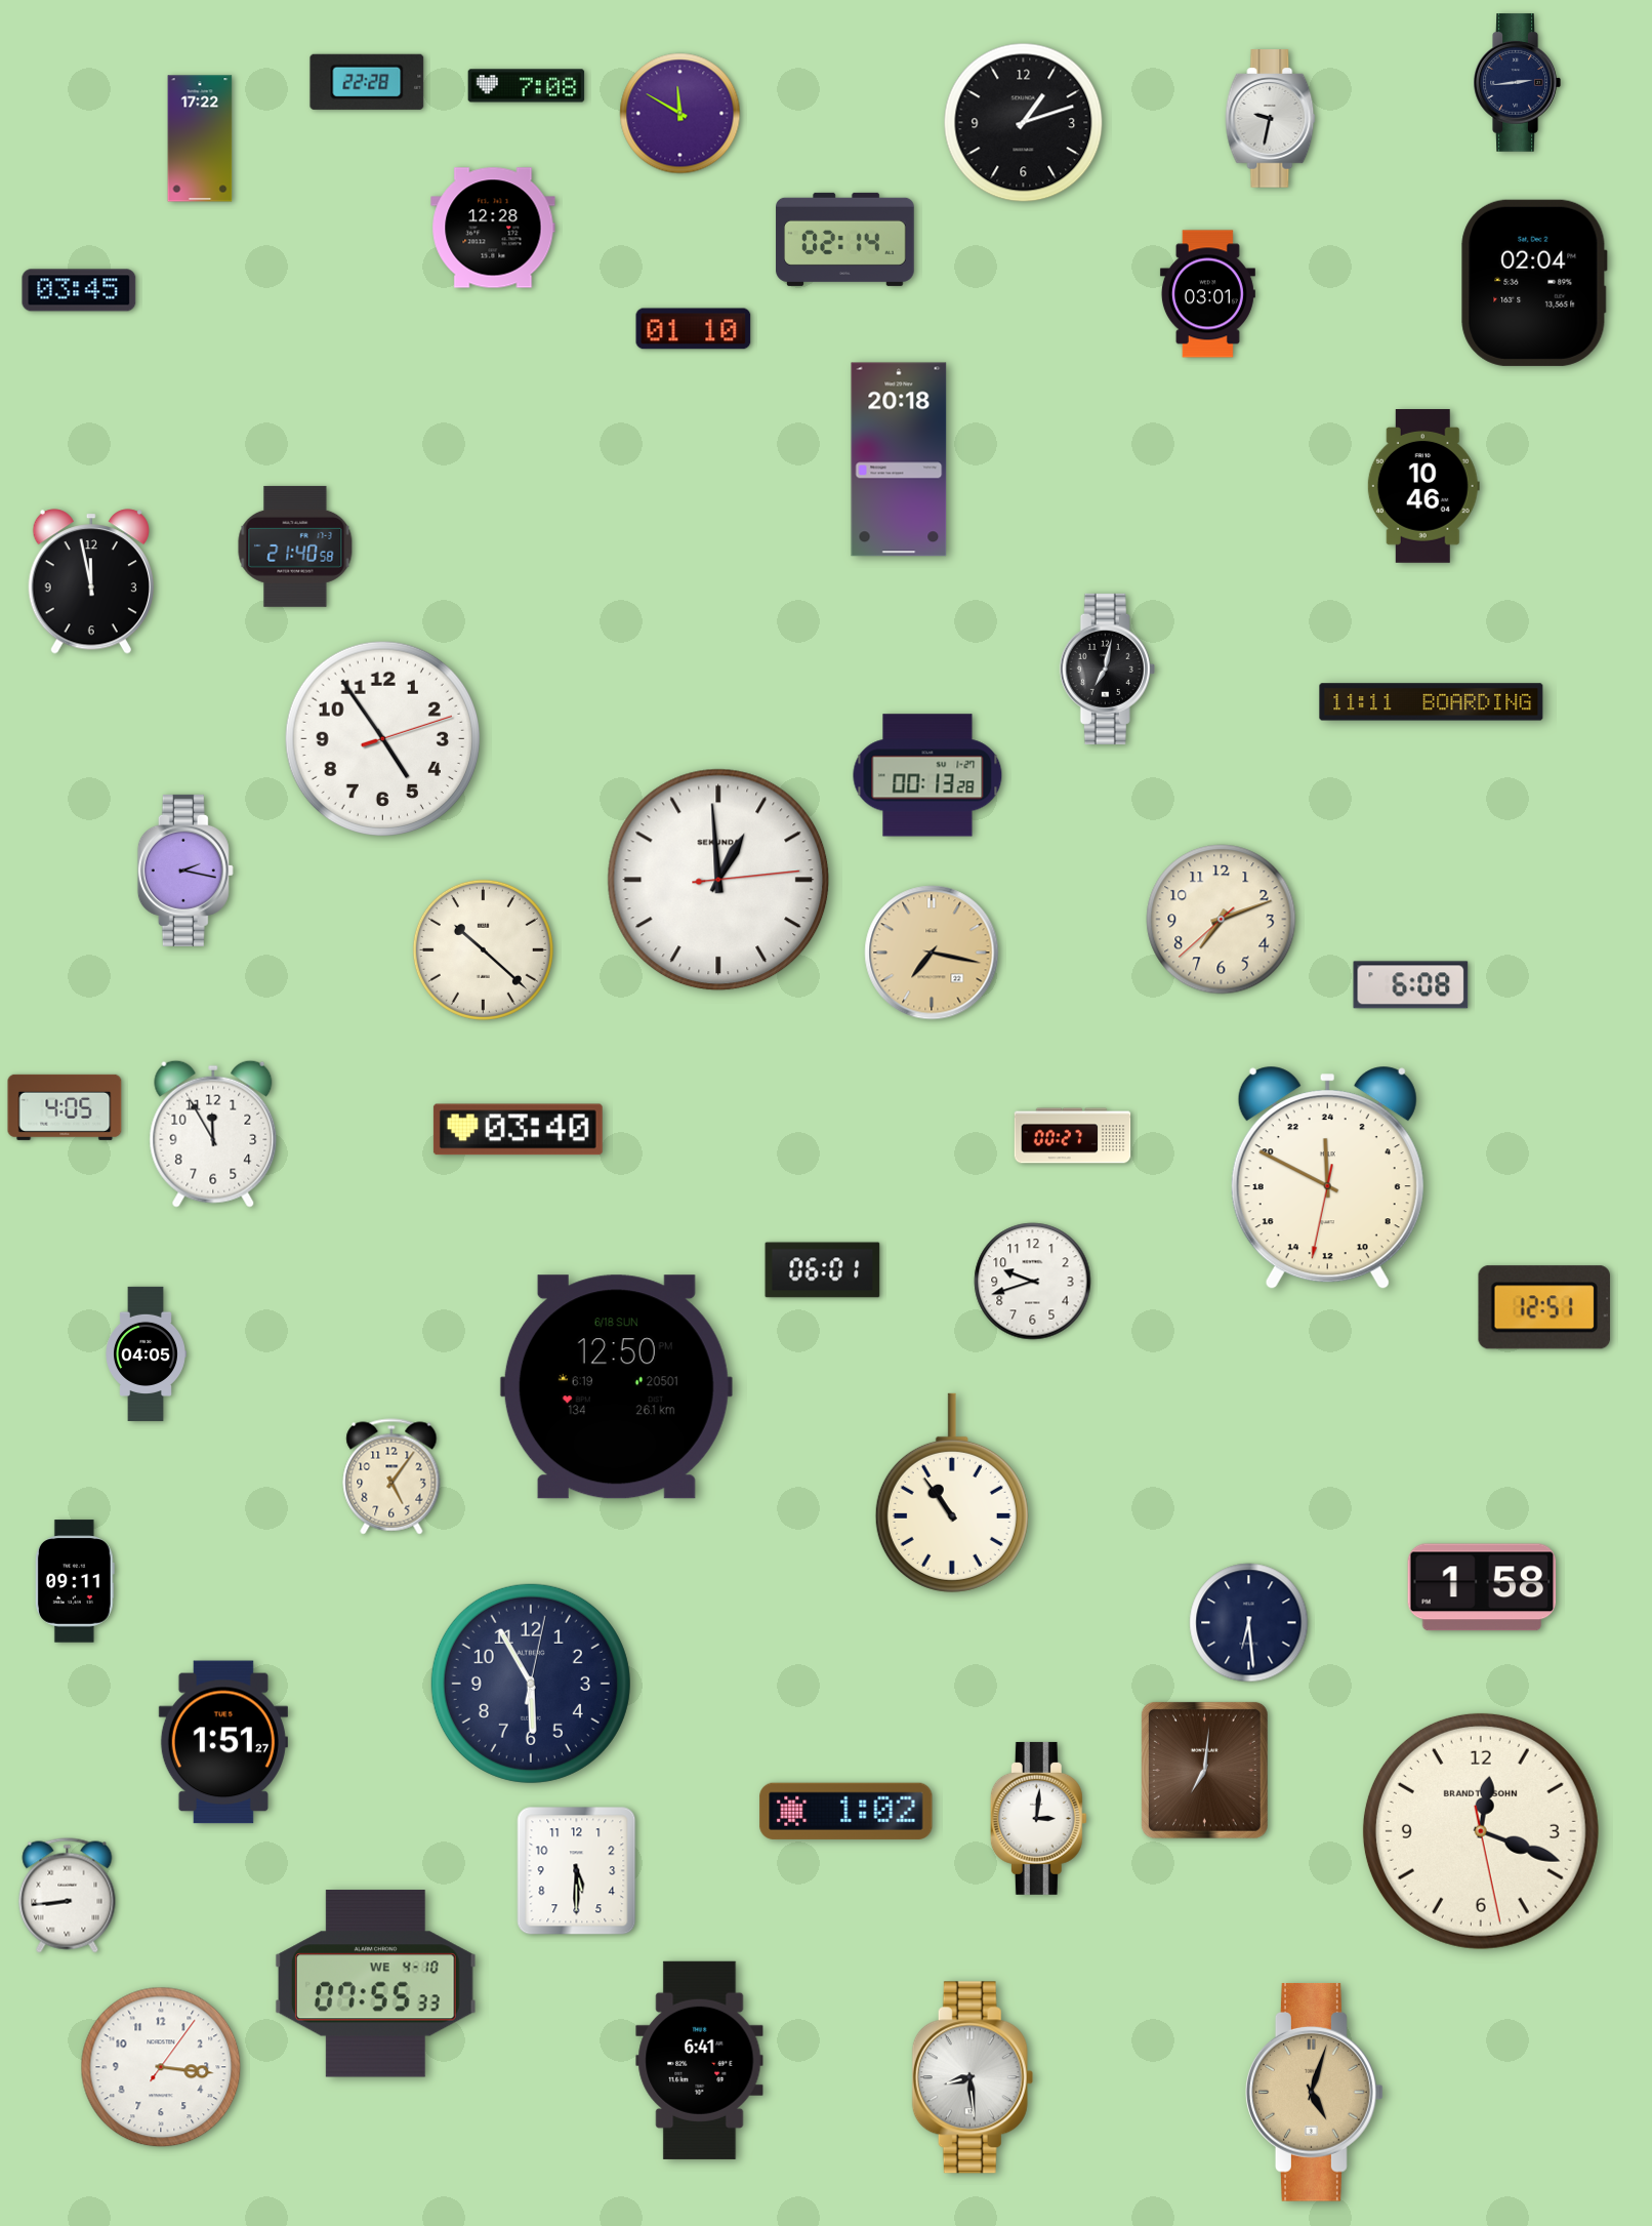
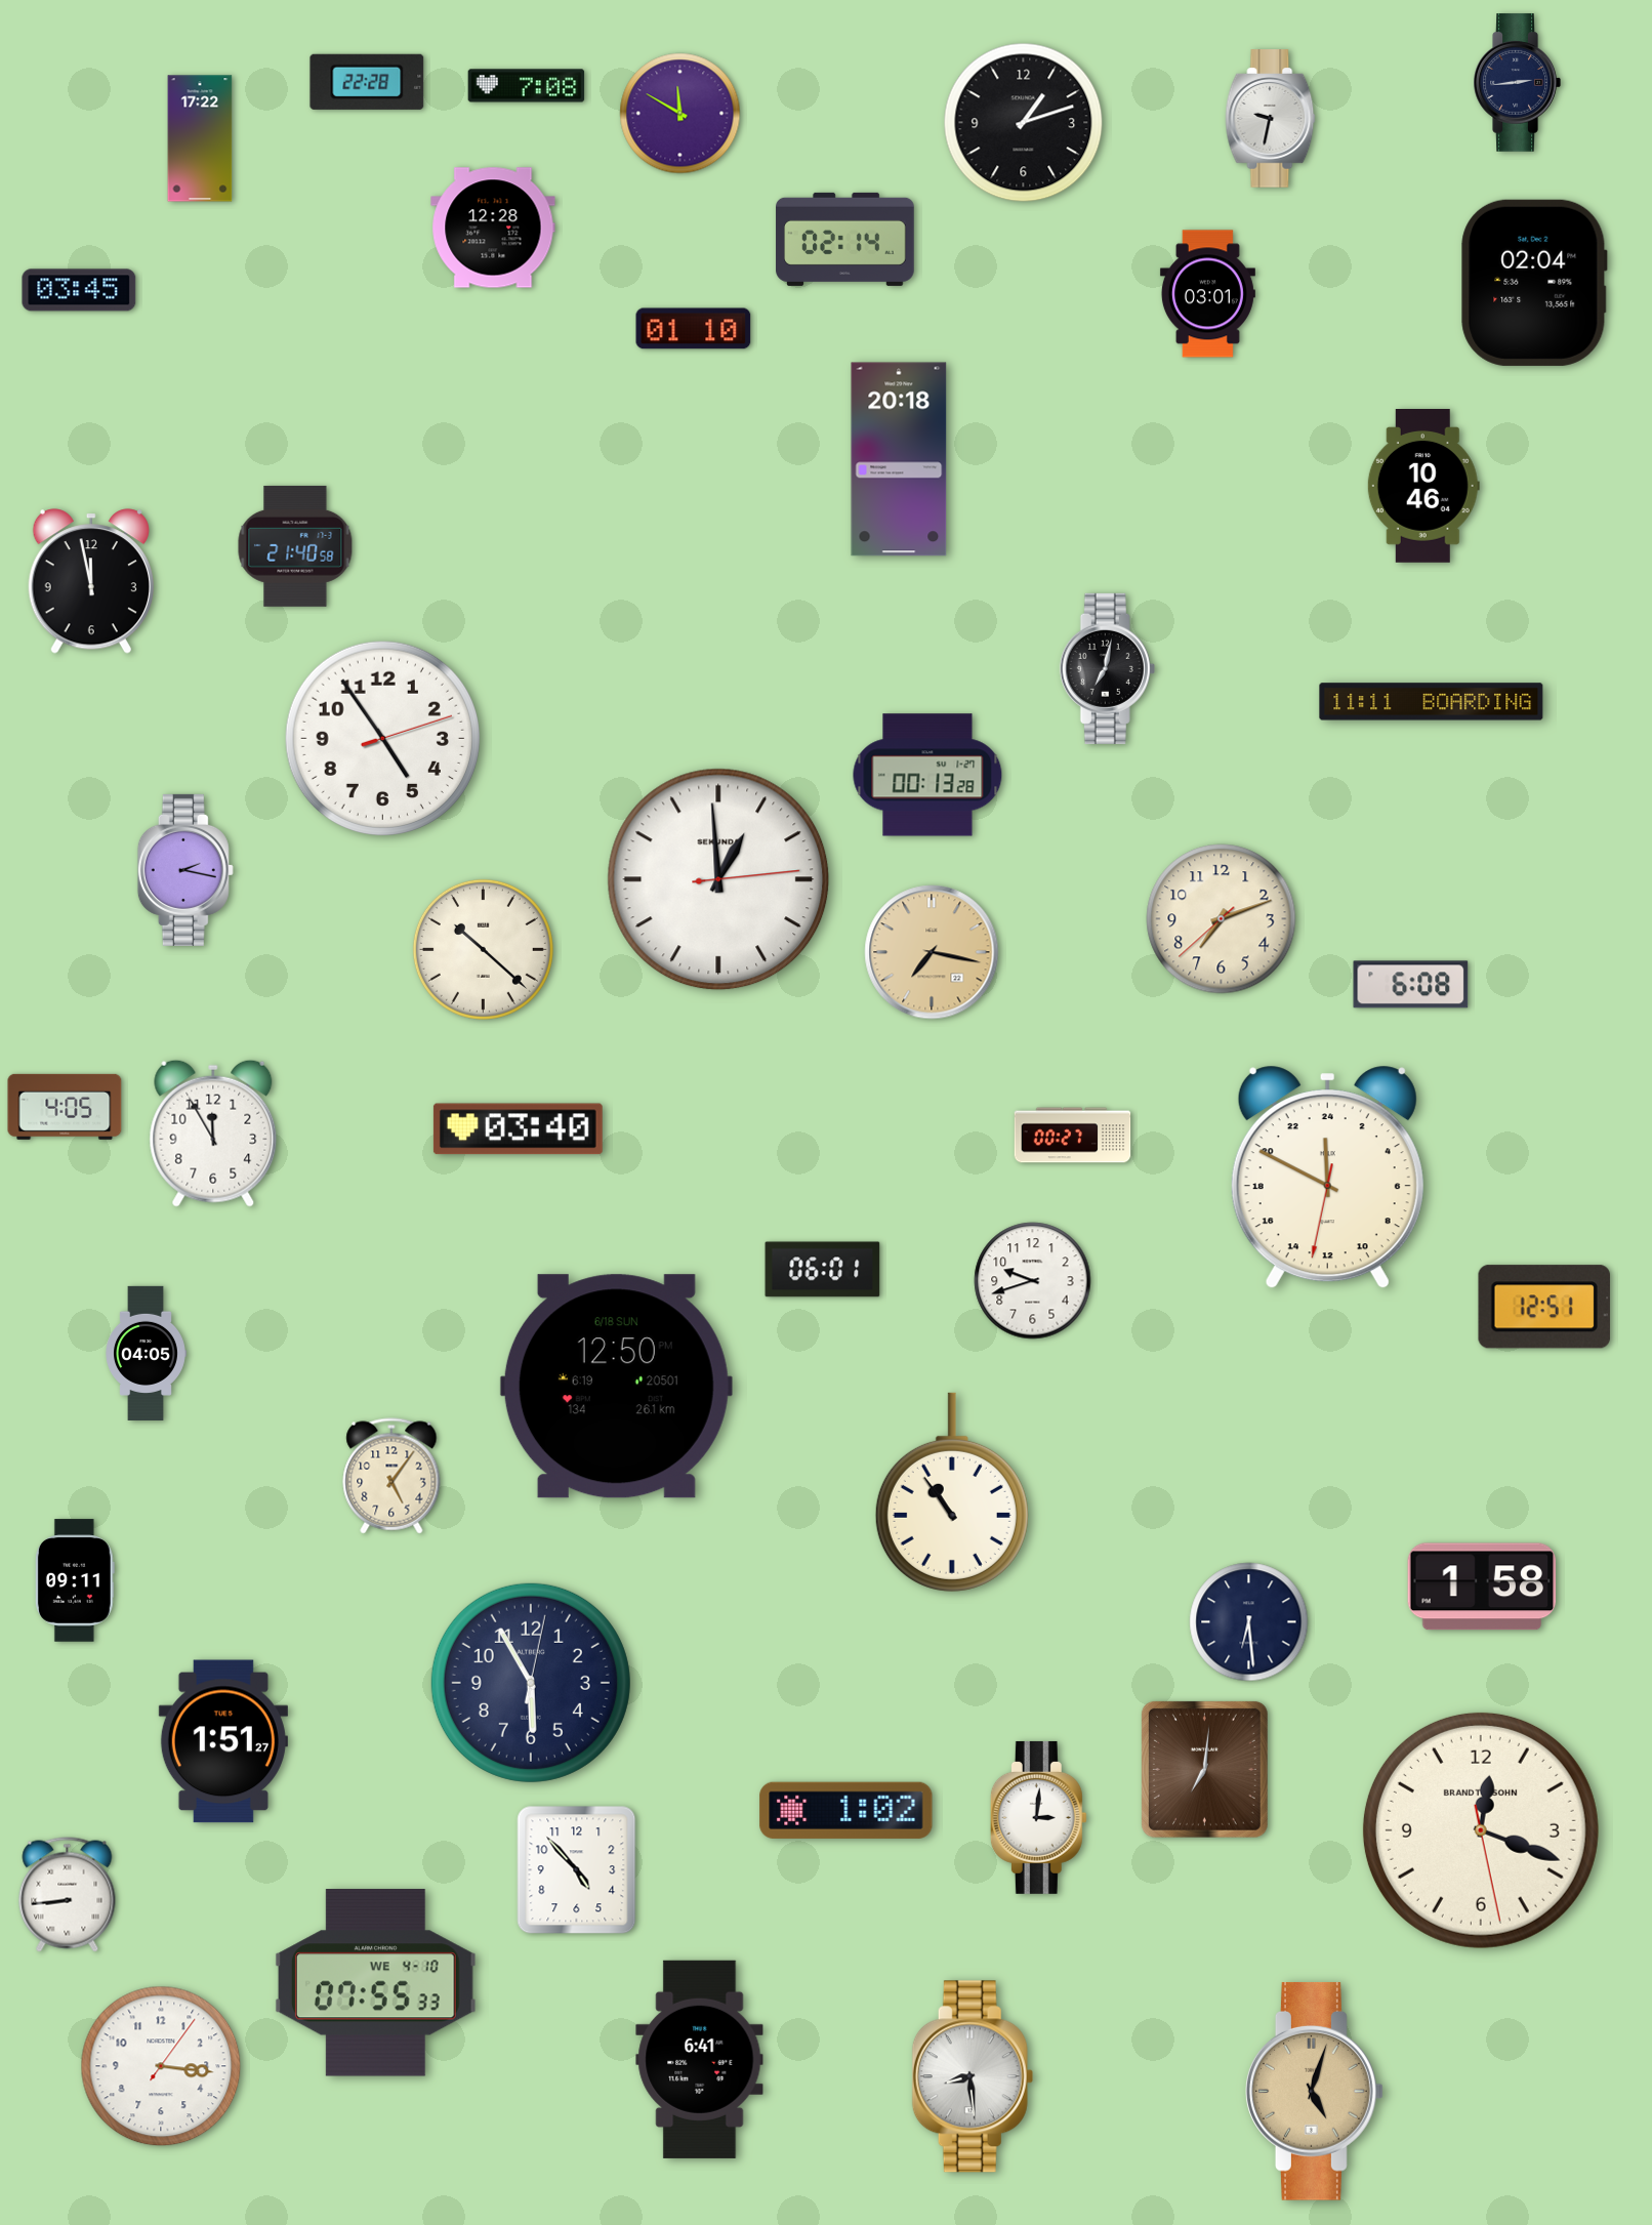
clock at (577, 1871): 5:30 -> 4:53
